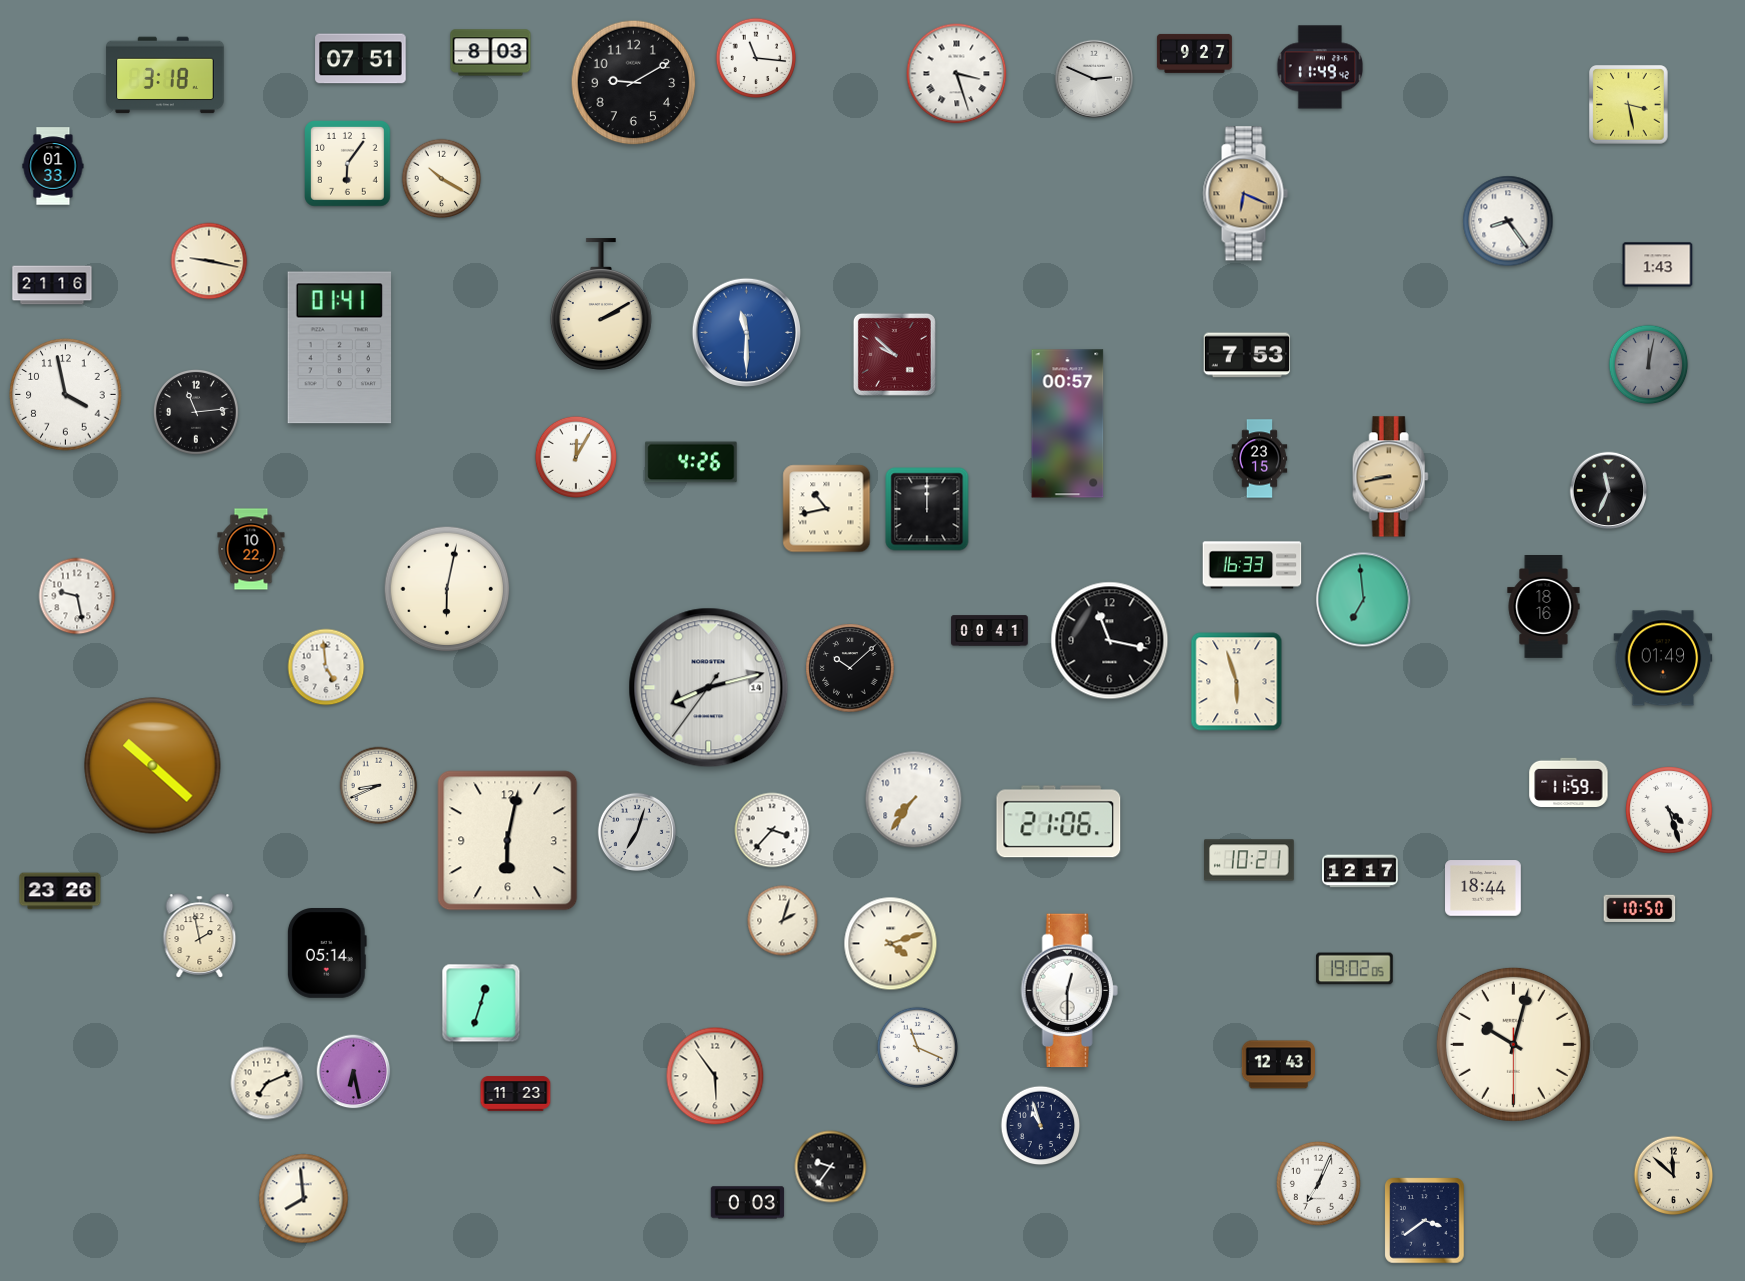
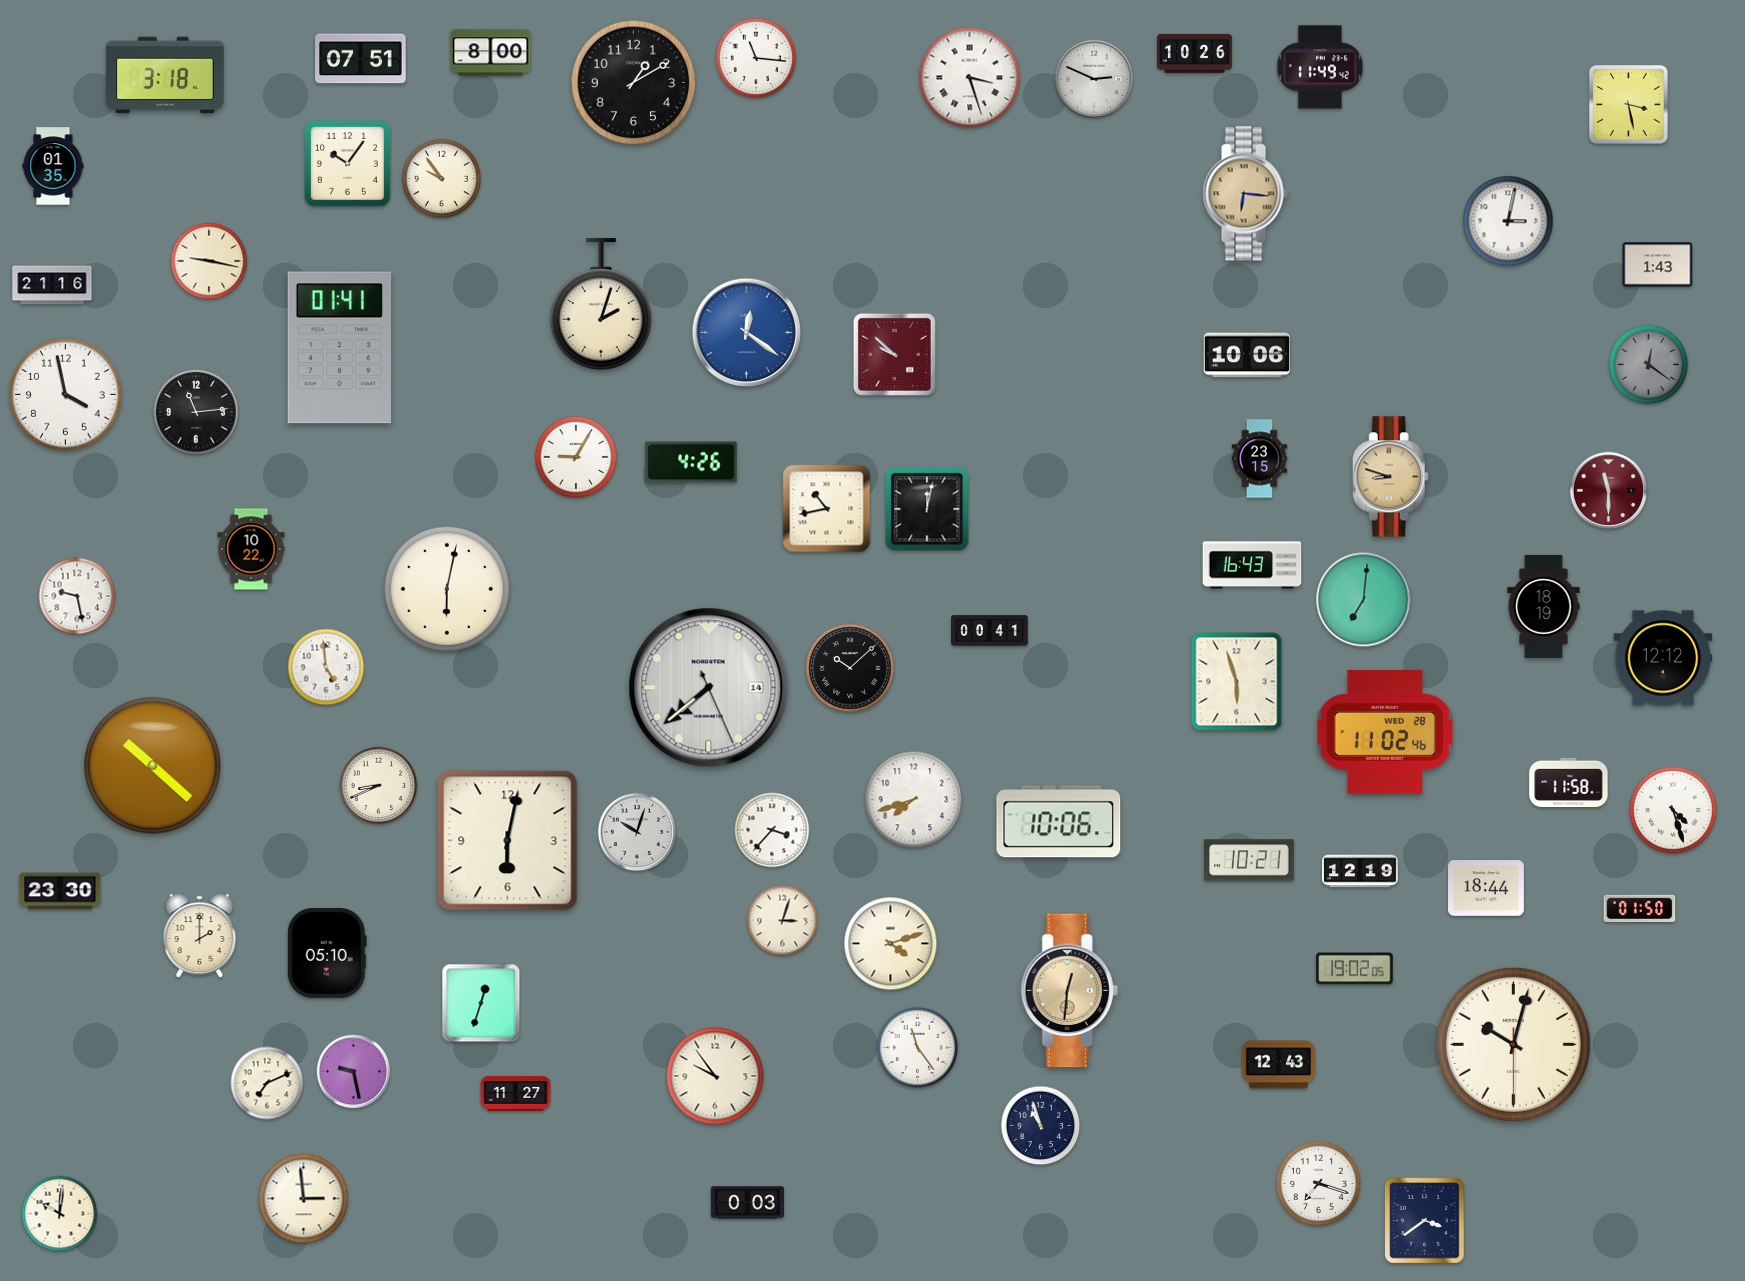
clock at (491, 53): 8:03 -> 8:00
clock at (1194, 53): 9:27 -> 10:26
clock at (957, 74) position: (957, 74) -> (970, 78)
clock at (634, 83): 9:10 -> 1:10
clock at (348, 164): 6:06 -> 10:06
clock at (53, 166): 01:33 -> 01:35
clock at (442, 179): 10:20 -> 9:54
clock at (1245, 194): 6:19 -> 6:16
clock at (1508, 221): 8:24 -> 3:02
clock at (601, 304): 2:10 -> 2:03
clock at (746, 332): 11:30 -> 12:21
clock at (1247, 355): 7:53 -> 10:06
clock at (1649, 365): 12:02 -> 12:21
clock at (1068, 424): 00:57 -> none
clock at (576, 457): 12:05 -> 9:05
clock at (1390, 477): 8:43 -> 8:48
clock at (1608, 490): 11:34 -> 11:30
clock at (1608, 490) dial: black -> burgundy
clock at (927, 509): 12:00 -> 12:02
clock at (1252, 565): 16:33 -> 16:43
clock at (1364, 600): 6:59 -> 7:01
clock at (1544, 607): 18:16 -> 18:19
clock at (1110, 641): 11:17 -> none
clock at (1663, 658): 01:49 -> 12:12
clock at (709, 688): 8:12 -> 7:38
clock at (1385, 732): none -> 11:02
clock at (1569, 782): 11:59 -> 11:58
clock at (914, 800): 7:36 -> 7:42
clock at (1669, 810) position: (1669, 810) -> (1673, 810)
clock at (1059, 822): 21:06 -> 10:06
clock at (636, 831): 7:03 -> 10:03
clock at (1361, 871): 12:17 -> 12:19
clock at (1484, 888) position: (1484, 888) -> (1487, 888)
clock at (60, 891): 23:26 -> 23:30
clock at (1640, 908): 10:50 -> 01:50
clock at (783, 921): 2:03 -> 3:03
clock at (200, 936): 1:58 -> 2:00
clock at (327, 954): 05:14 -> 05:10
clock at (1069, 991): 12:30 -> 12:31
clock at (1069, 991) dial: white -> champagne
clock at (917, 1047): 11:19 -> 11:24
clock at (354, 1072): 6:28 -> 9:28
clock at (715, 1076): 5:54 -> 9:54
clock at (516, 1094): 11:23 -> 11:27
clock at (831, 1167): 9:36 -> none
clock at (1674, 1176): 11:52 -> none
clock at (1318, 1183): 7:04 -> 7:18
clock at (304, 1199): 7:59 -> 2:59
clock at (60, 1214): none -> 10:01
